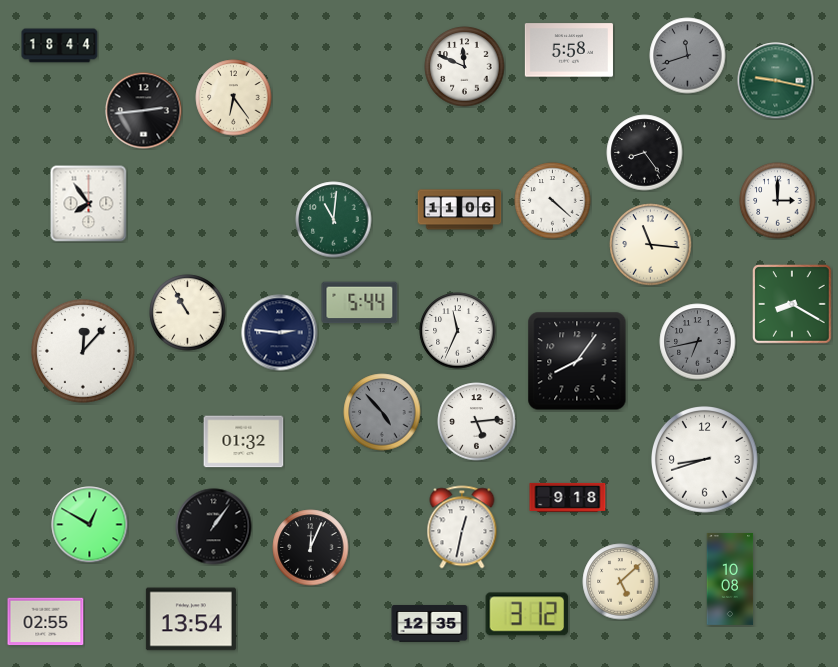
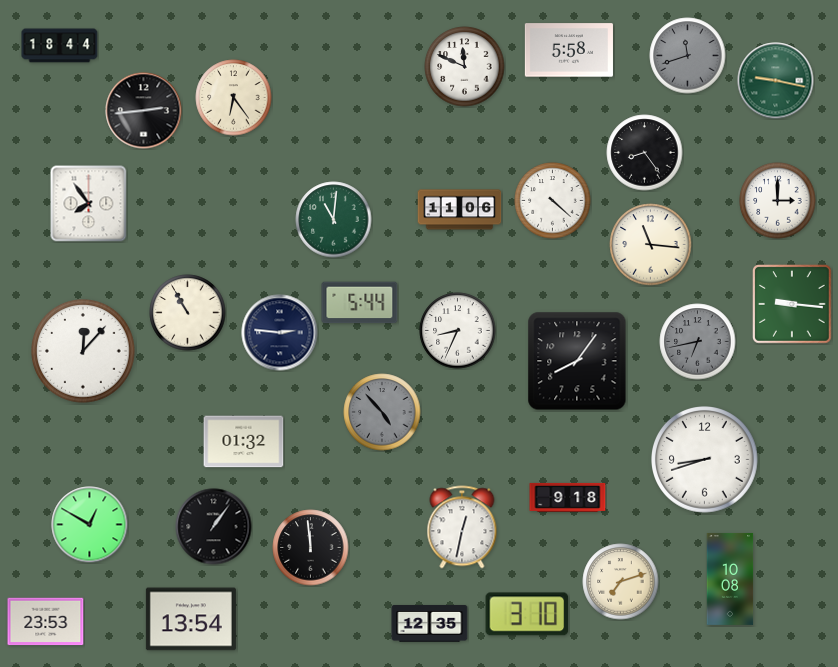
clock at (792, 304): 8:20 -> 9:16
clock at (458, 331): 11:34 -> 8:34
clock at (477, 422): 5:14 -> none
clock at (311, 548): 12:04 -> 11:59
clock at (621, 582): 5:08 -> 7:12
clock at (527, 614): 3:12 -> 3:10
clock at (46, 622): 02:55 -> 23:53
